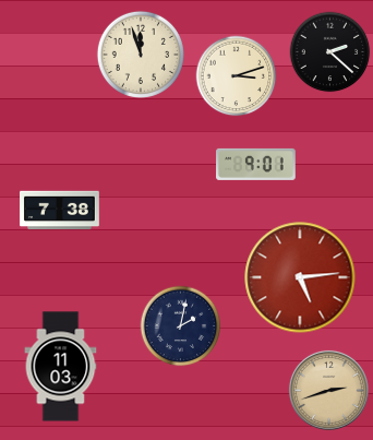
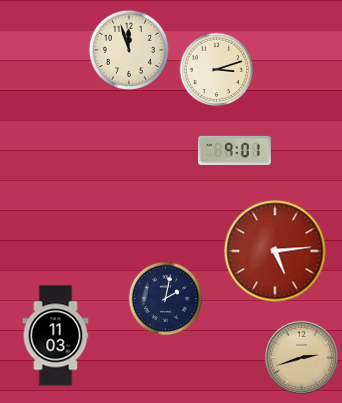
clock at (330, 52): 2:22 -> none
clock at (60, 211): 7:38 -> none
clock at (300, 277) position: (300, 277) -> (275, 251)
